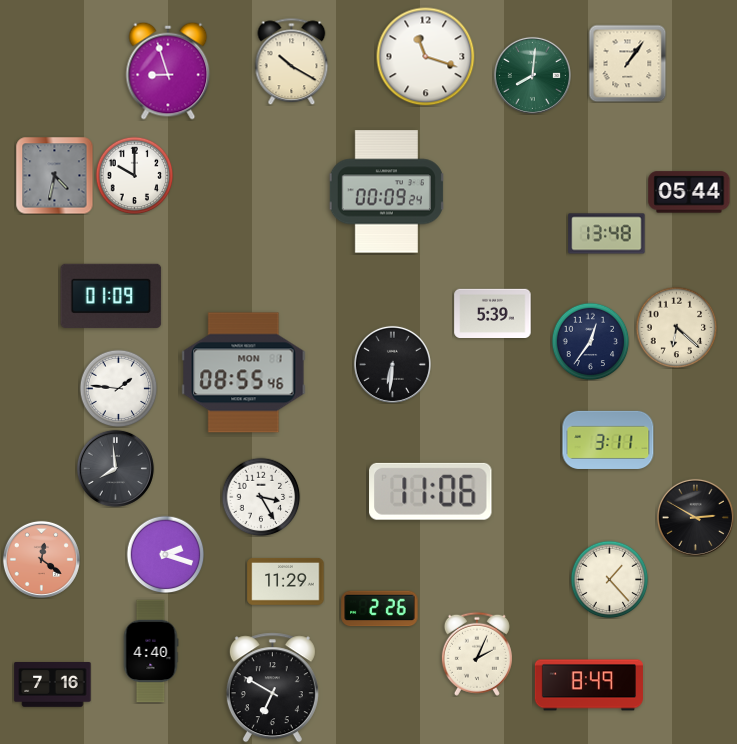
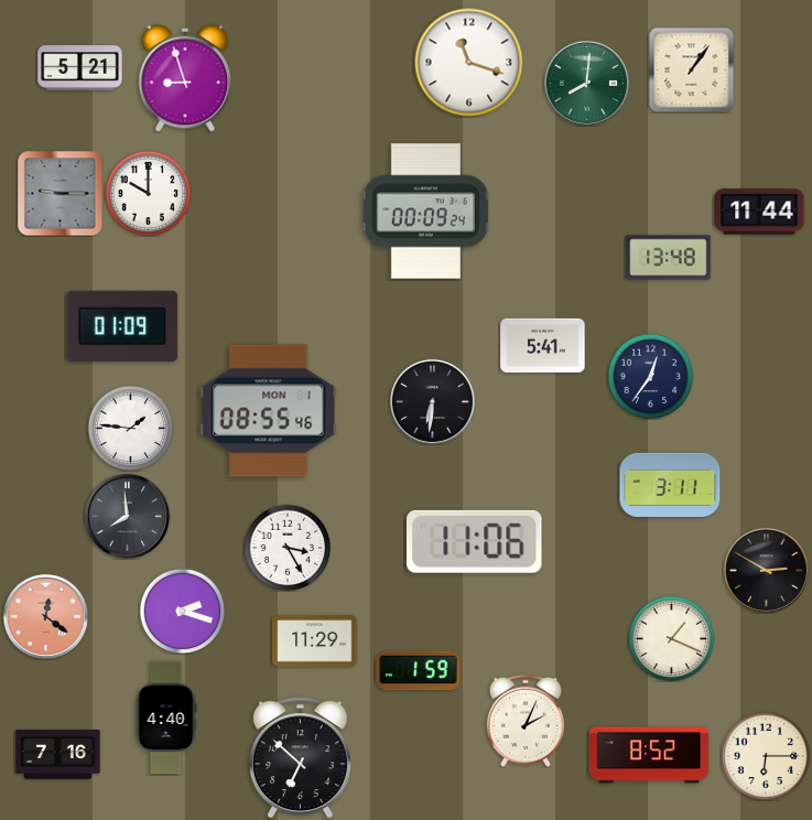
clock at (292, 61): 10:20 -> none
clock at (80, 68): none -> 5:21
clock at (54, 175): 4:32 -> 9:15
clock at (689, 192): 05:44 -> 11:44
clock at (493, 314): 5:39 -> 5:41
clock at (676, 327): 6:22 -> none
clock at (609, 579): 1:23 -> 1:19
clock at (380, 609): 2:26 -> 1:59
clock at (589, 685): 8:49 -> 8:52
clock at (766, 756): none -> 6:15
clock at (272, 688): 6:50 -> 6:52
